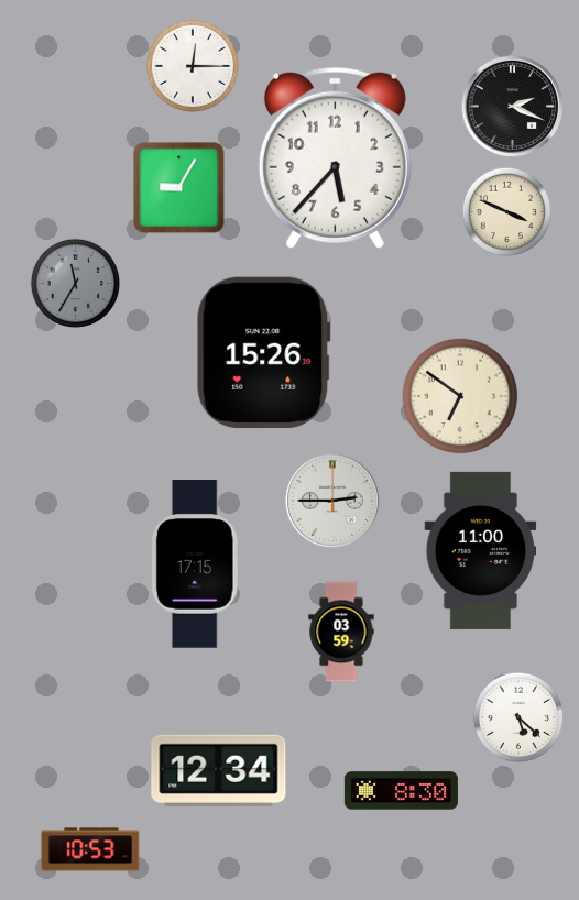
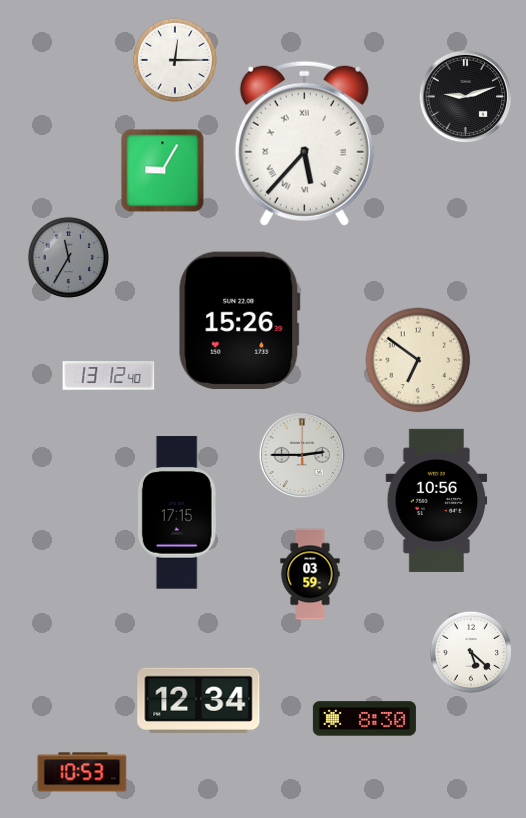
clock at (512, 106): 2:19 -> 9:12
clock at (335, 157) numerals: Arabic -> Roman
clock at (506, 211): 3:49 -> none
clock at (109, 376): none -> 13:12
clock at (481, 550): 11:00 -> 10:56
